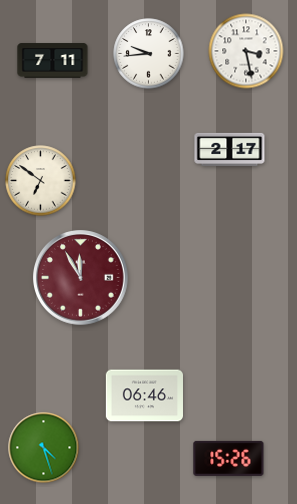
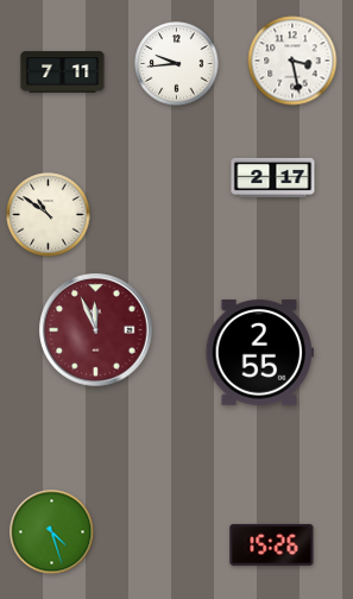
clock at (41, 181): 6:51 -> 10:51
clock at (81, 278): 11:55 -> 11:56
clock at (259, 353): none -> 2:55
clock at (144, 396): 06:46 -> none
